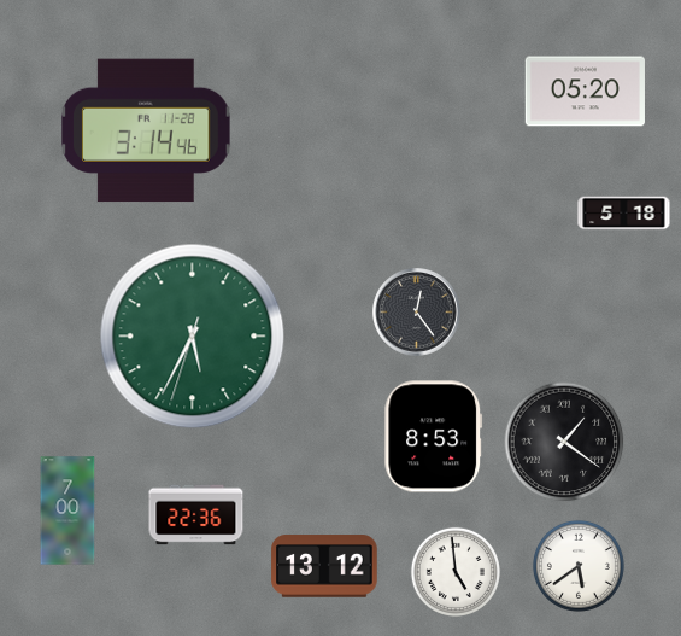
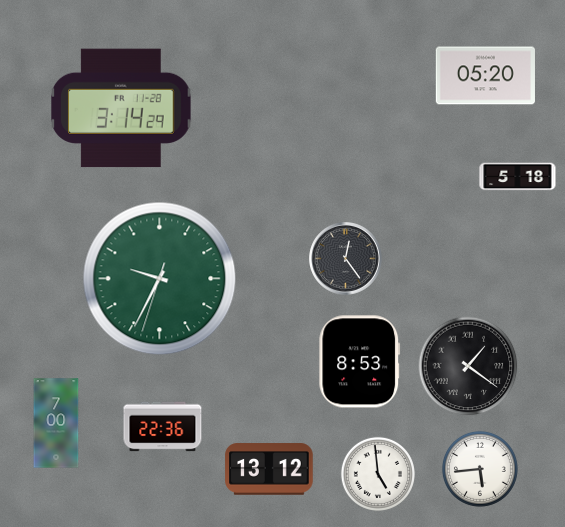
clock at (146, 130): 3:14:46 -> 3:14:29
clock at (193, 337): 5:34 -> 9:34
clock at (579, 566): 5:39 -> 5:44
